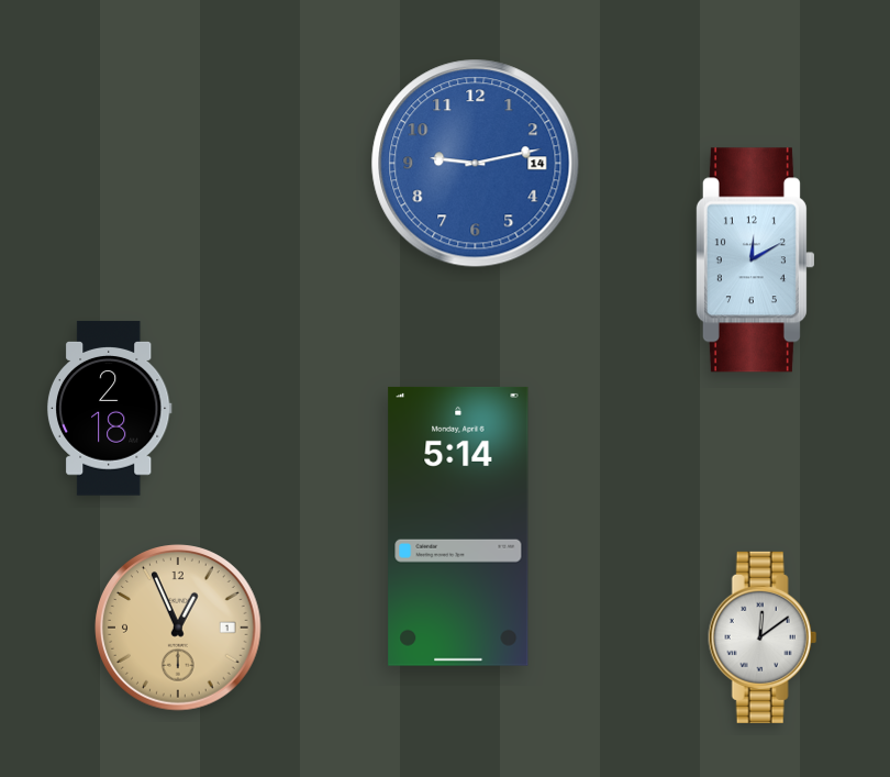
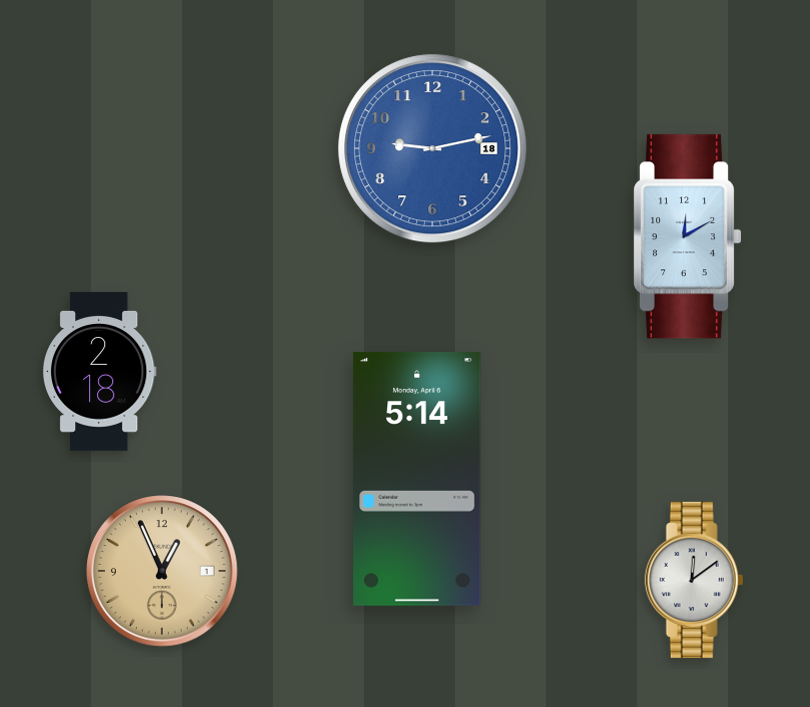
clock at (476, 164) date: 14 -> 18
